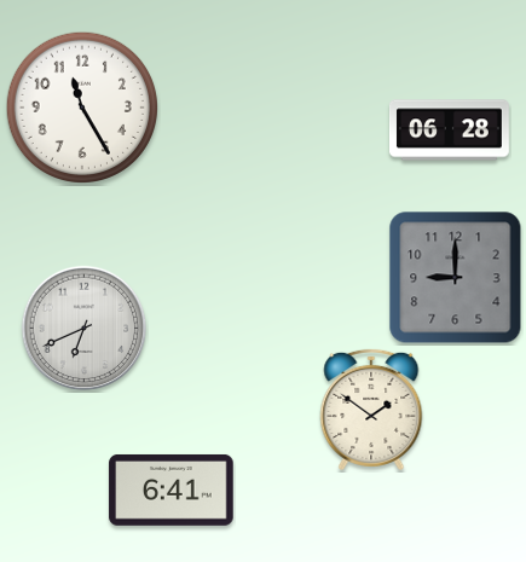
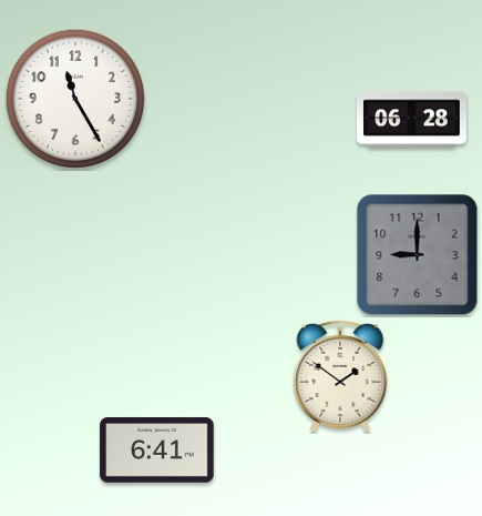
clock at (85, 329): 6:41 -> none
